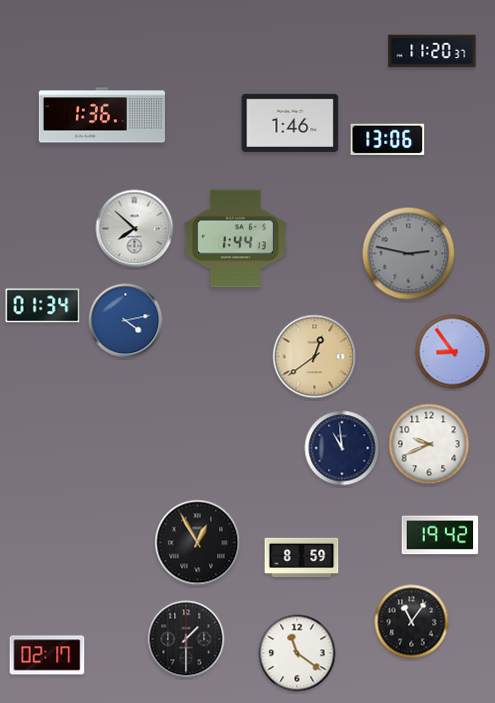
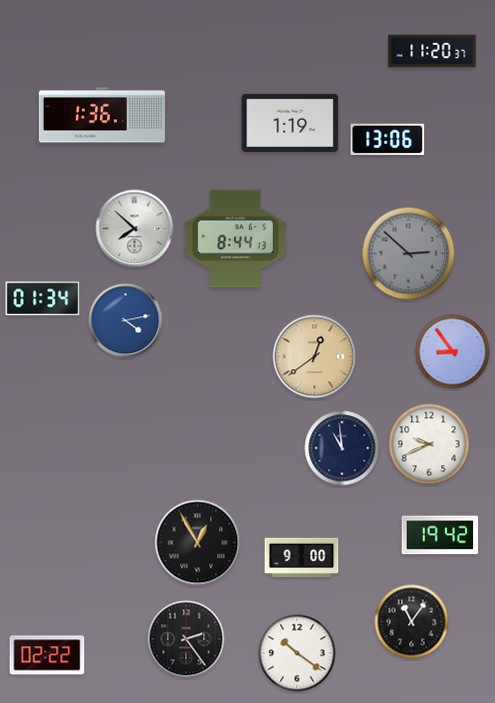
clock at (290, 123): 1:46 -> 1:19
clock at (235, 239): 1:44 -> 8:44
clock at (409, 254): 2:47 -> 2:52
clock at (43, 306) position: (43, 306) -> (43, 299)
clock at (302, 558): 8:59 -> 9:00
clock at (186, 639): 1:30 -> 2:24
clock at (297, 653): 11:21 -> 10:21
clock at (47, 655): 02:17 -> 02:22
